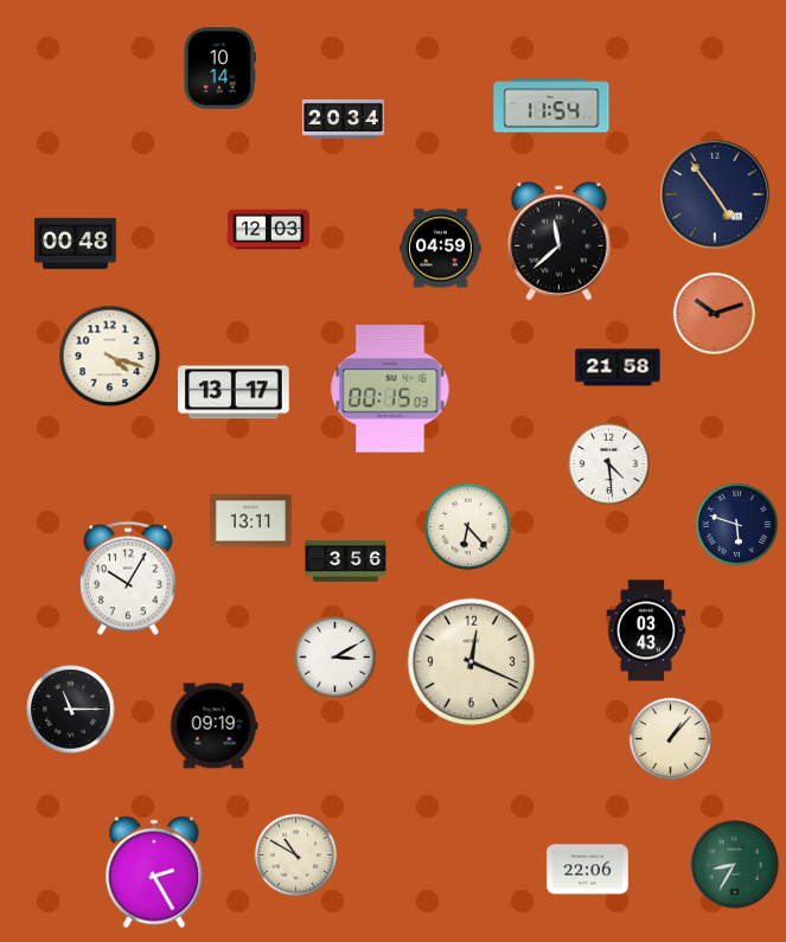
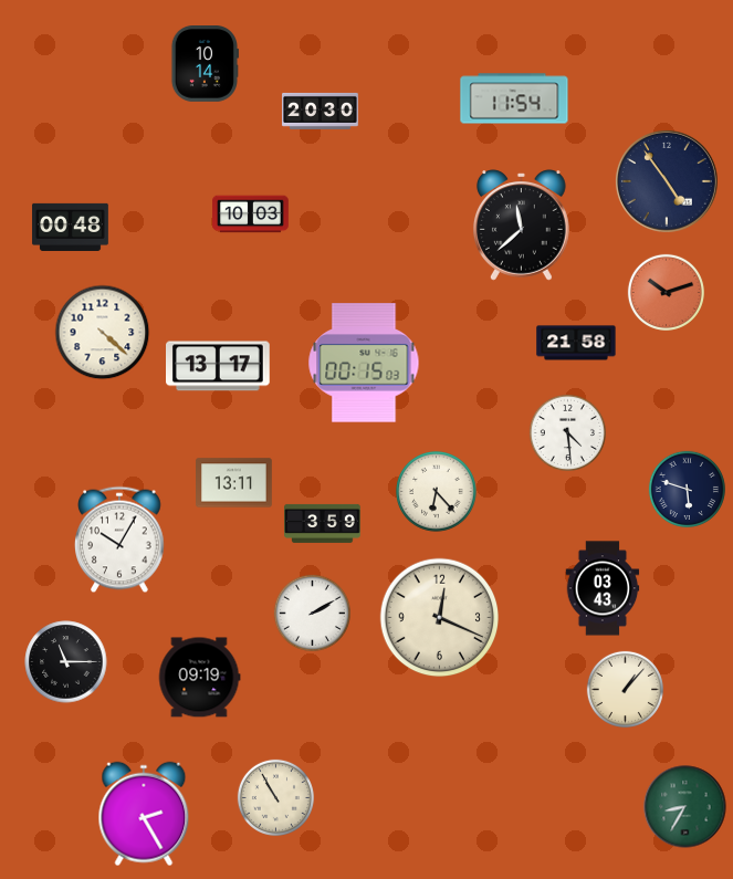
clock at (344, 118): 20:34 -> 20:30
clock at (269, 230): 12:03 -> 10:03
clock at (441, 249): 04:59 -> none
clock at (110, 357): 4:18 -> 4:22
clock at (251, 521) position: (251, 521) -> (234, 483)
clock at (346, 560): 3:56 -> 3:59
clock at (334, 656): 3:10 -> 2:10
clock at (295, 854): 10:50 -> 10:55
clock at (588, 870): 22:06 -> none
